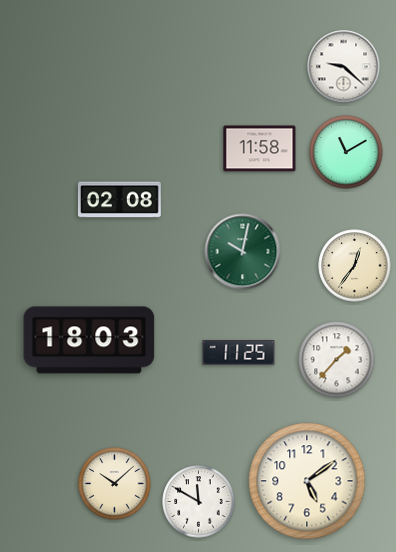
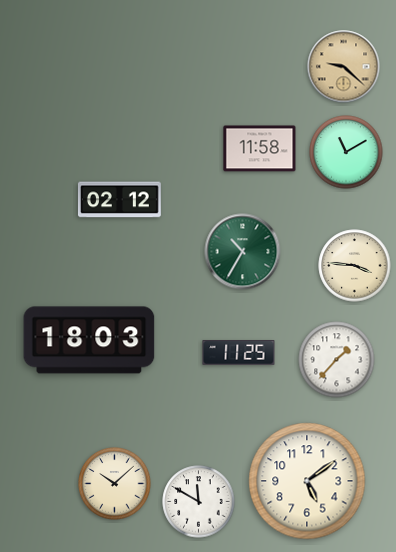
clock at (344, 67) dial: white -> champagne
clock at (119, 200): 02:08 -> 02:12
clock at (243, 252): 10:02 -> 10:35
clock at (355, 266): 12:36 -> 3:46
